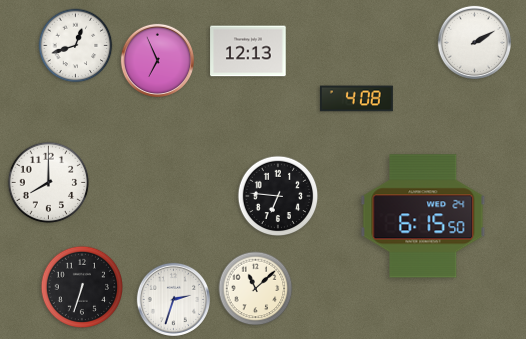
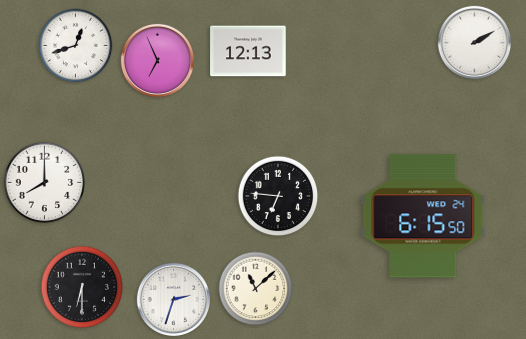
clock at (356, 99): 4:08 -> none
clock at (49, 183) position: (49, 183) -> (45, 183)
clock at (81, 287): 6:33 -> 6:30
